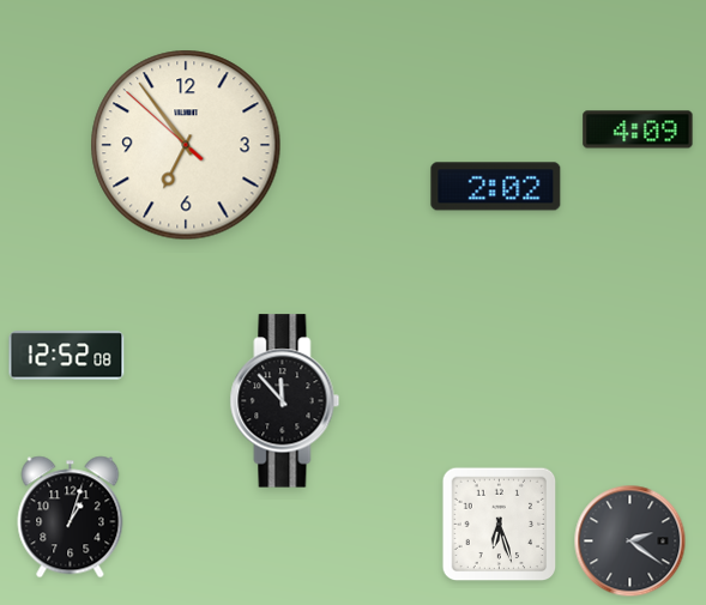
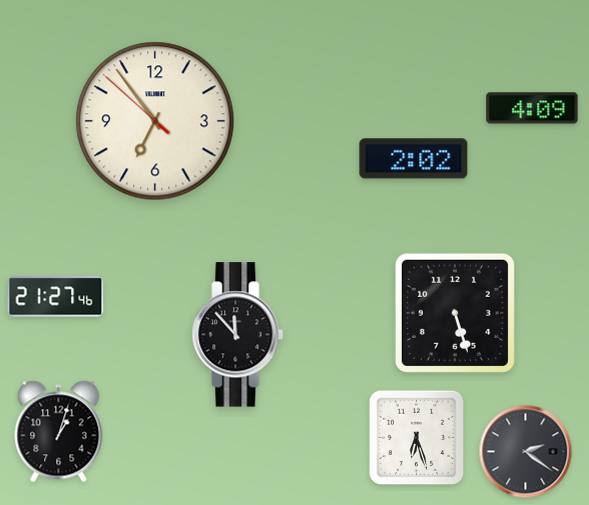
clock at (496, 187) position: (496, 187) -> (414, 159)
clock at (67, 356): 12:52 -> 21:27
clock at (455, 313): none -> 5:27
